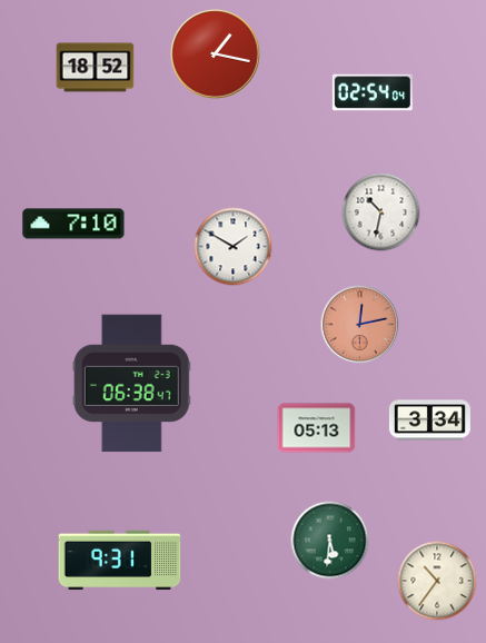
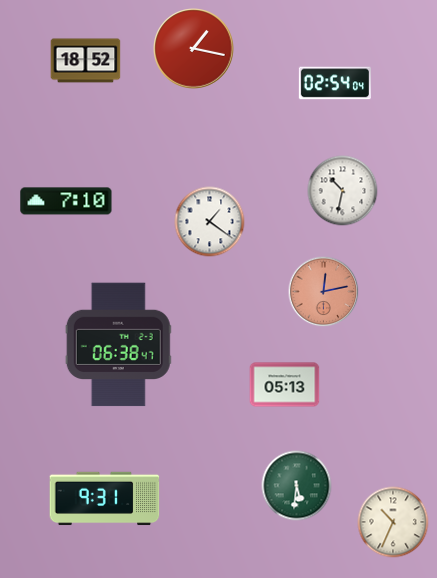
clock at (234, 247): 1:50 -> 1:21
clock at (429, 421): 3:34 -> none
clock at (120, 561) position: (120, 561) -> (105, 499)
clock at (437, 581): 10:36 -> 10:34
